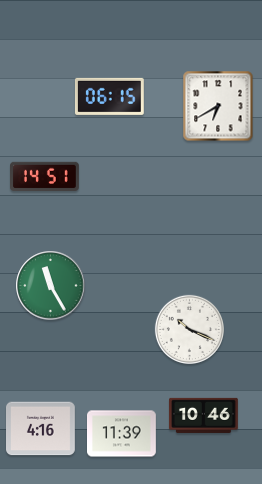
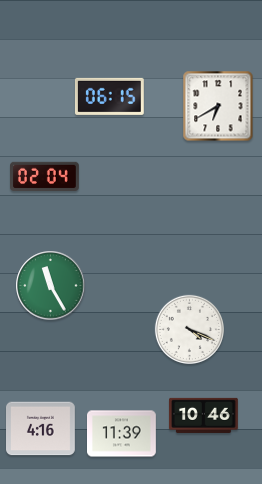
clock at (45, 177): 14:51 -> 02:04
clock at (189, 329): 10:19 -> 4:19
